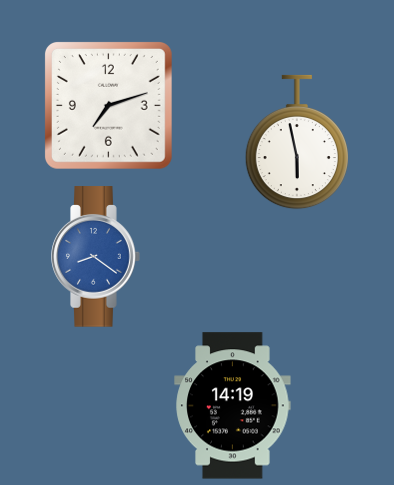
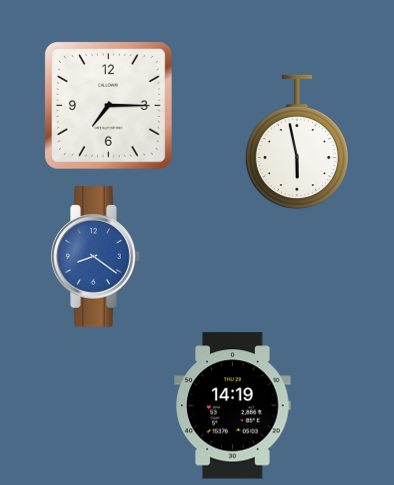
clock at (108, 105): 7:12 -> 7:15
